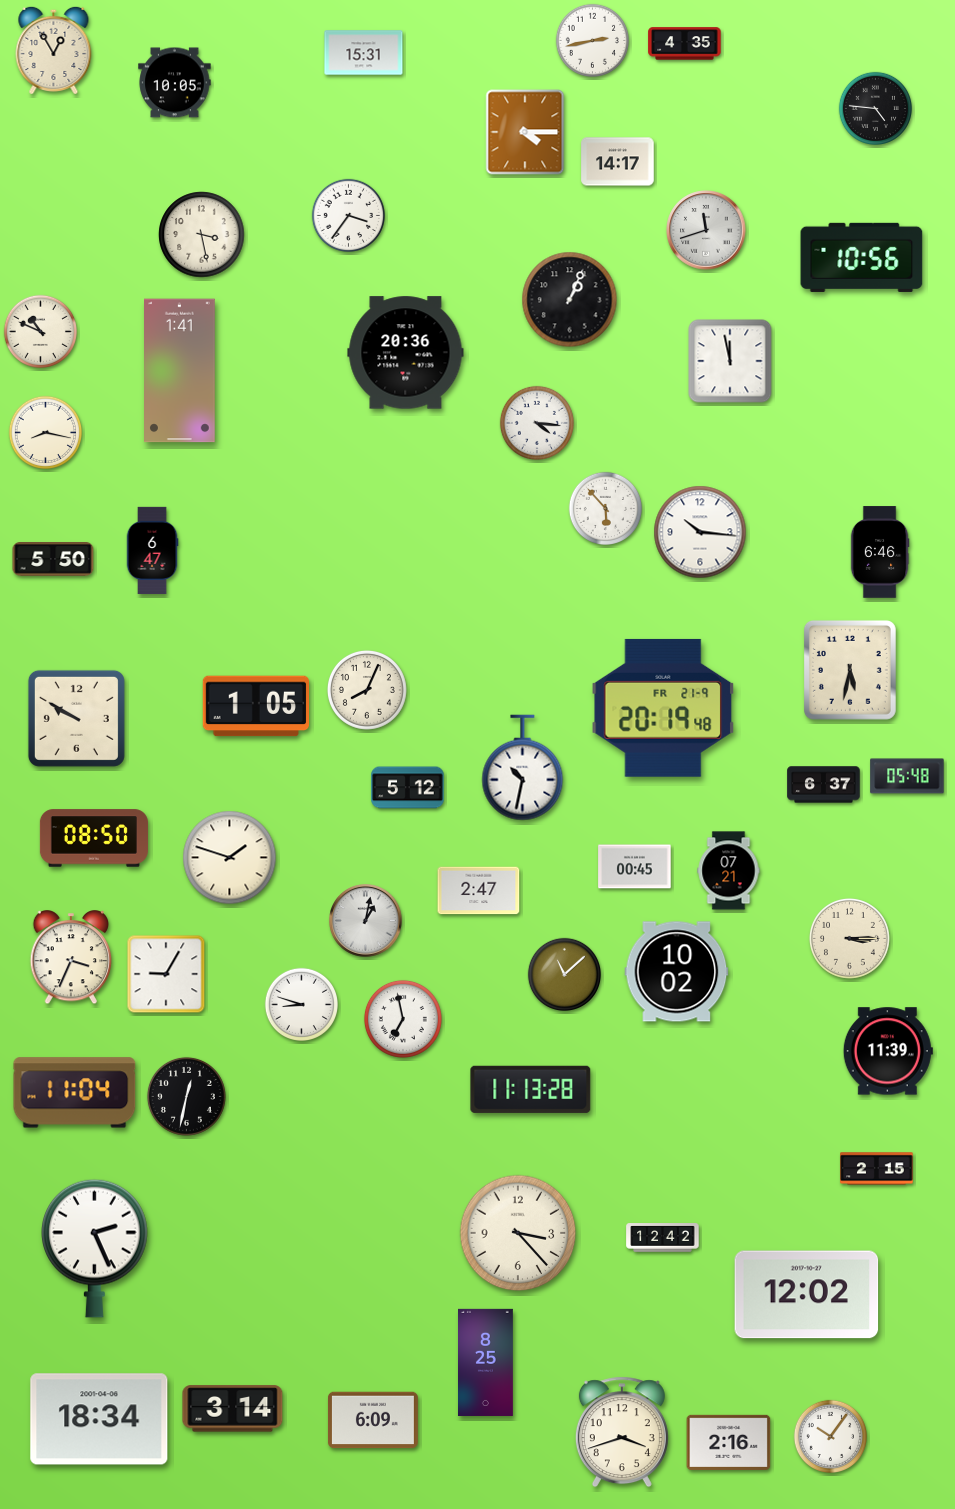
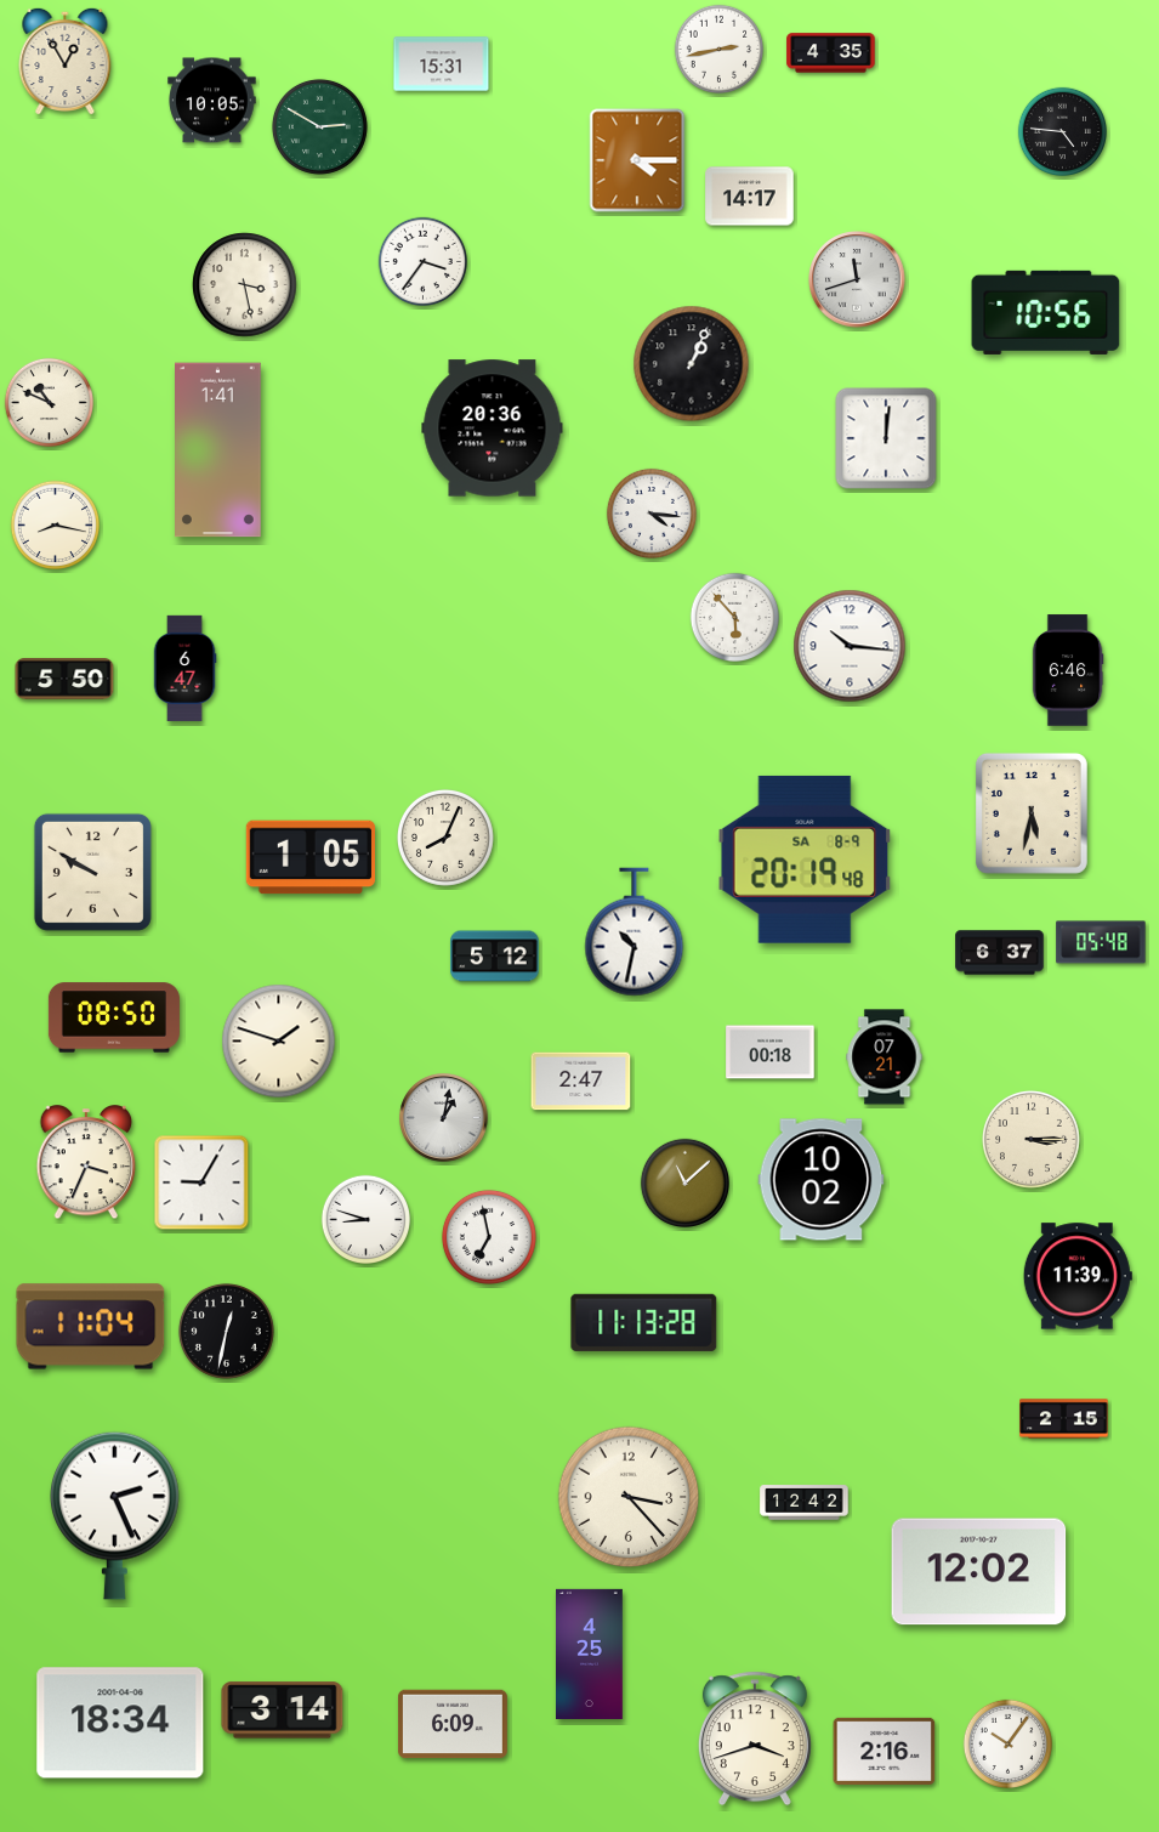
clock at (319, 126): none -> 2:50
clock at (730, 361): 11:58 -> 12:01
clock at (663, 708) date: FR 21-9 -> SA 8-9
clock at (635, 867): 00:45 -> 00:18
clock at (486, 1362): 8:25 -> 4:25
